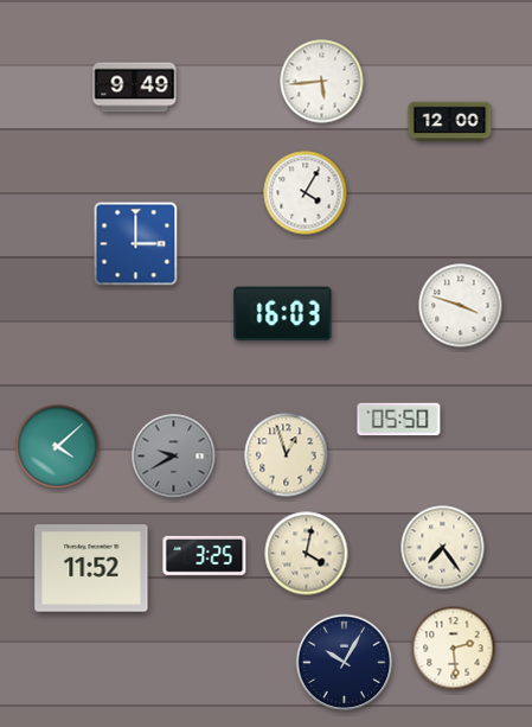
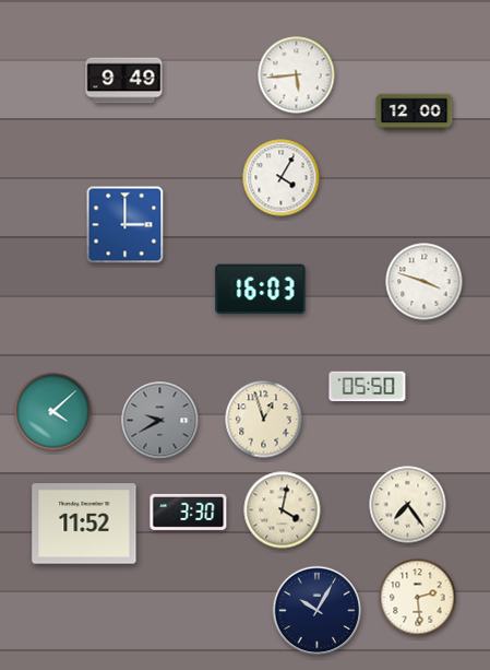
clock at (205, 555): 3:25 -> 3:30
